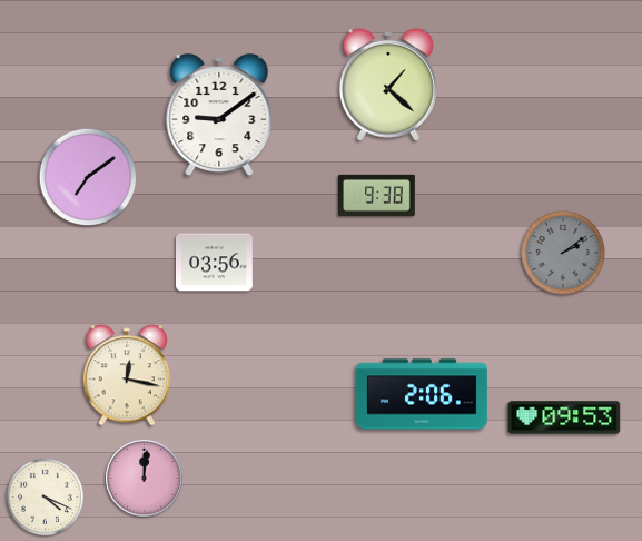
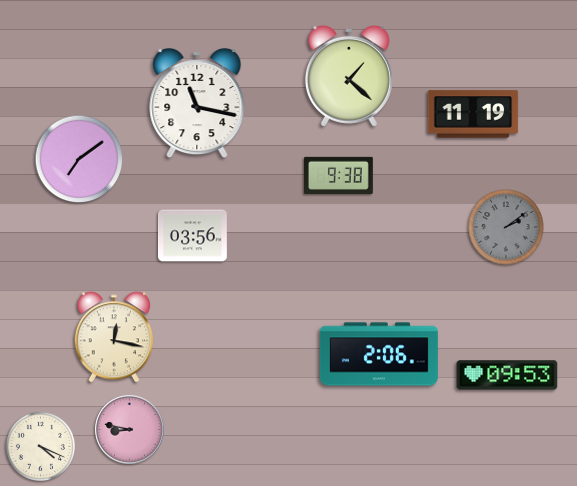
clock at (219, 115): 9:09 -> 11:17
clock at (473, 114): none -> 11:19
clock at (145, 479): 12:01 -> 8:47
